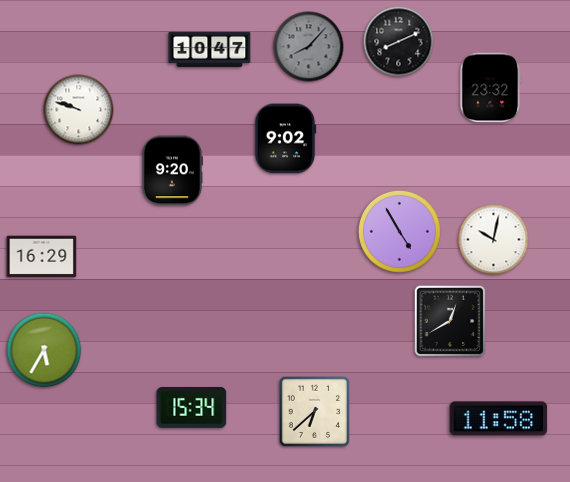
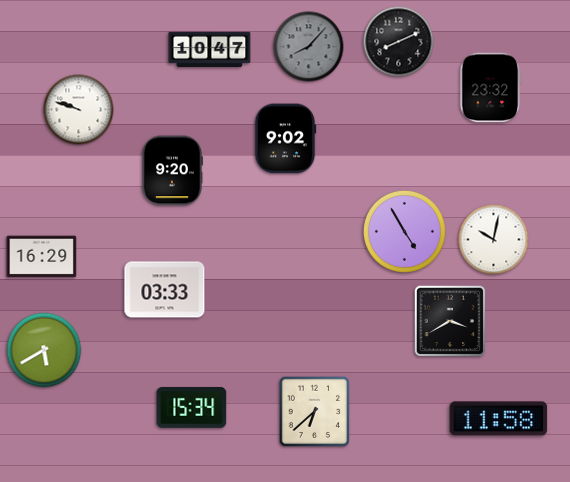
clock at (399, 231) position: (399, 231) -> (404, 231)
clock at (165, 290): none -> 03:33
clock at (450, 321): 12:40 -> 3:40
clock at (44, 350): 5:35 -> 5:40
